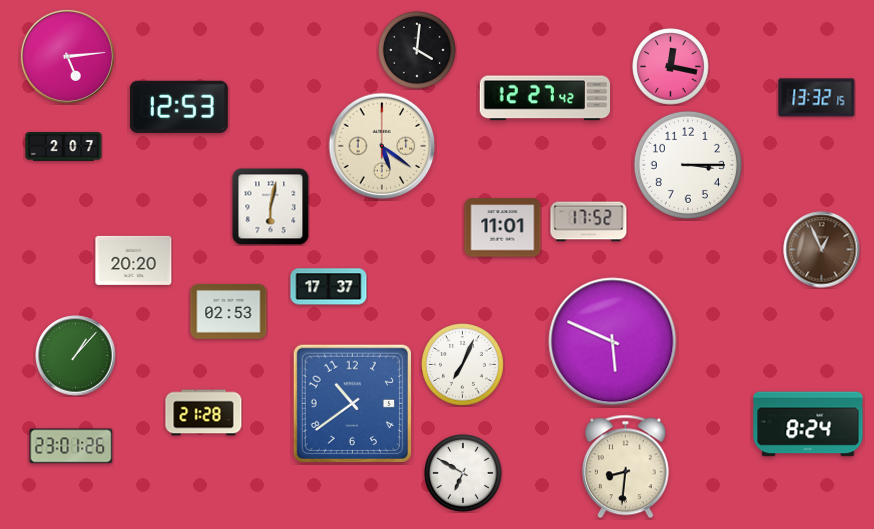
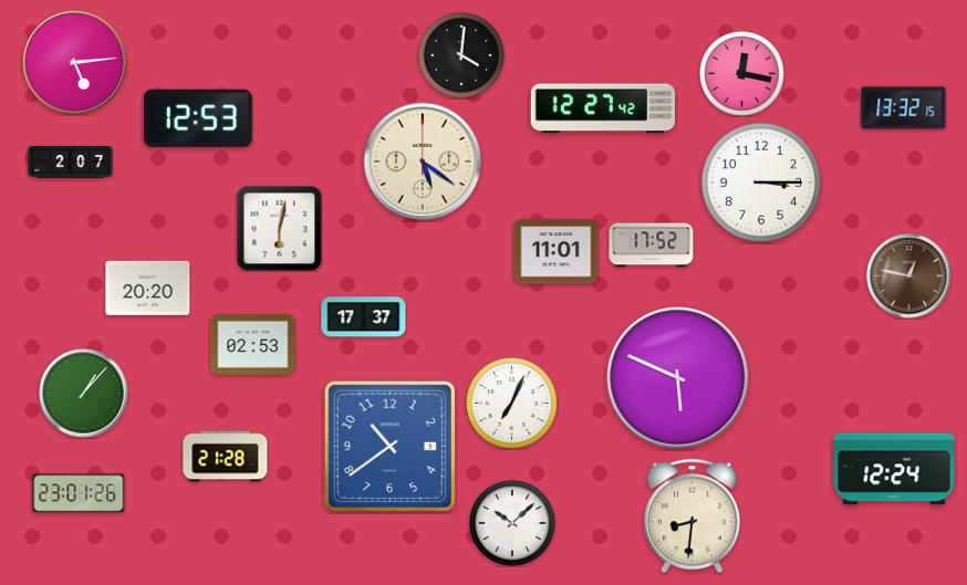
clock at (270, 206) position: (270, 206) -> (279, 228)
clock at (822, 250): 12:56 -> 12:47
clock at (808, 424): 8:24 -> 12:24
clock at (463, 473): 6:50 -> 10:08
